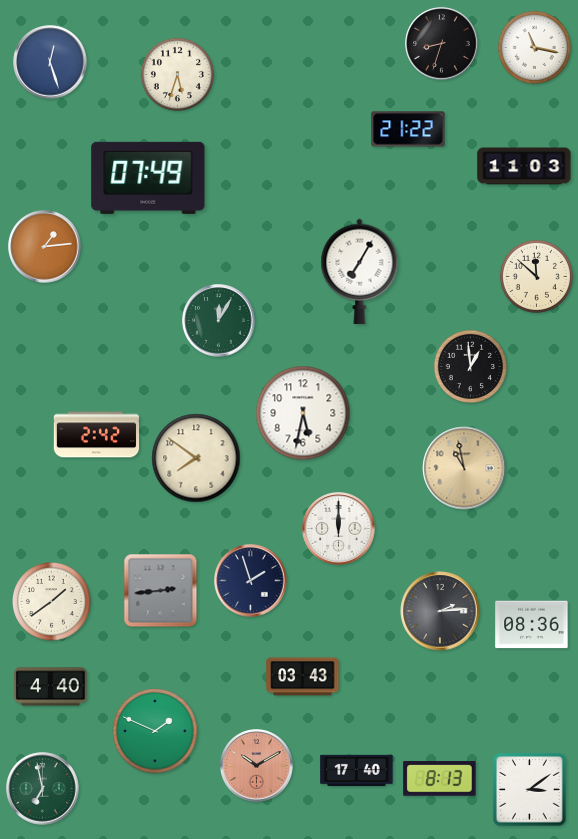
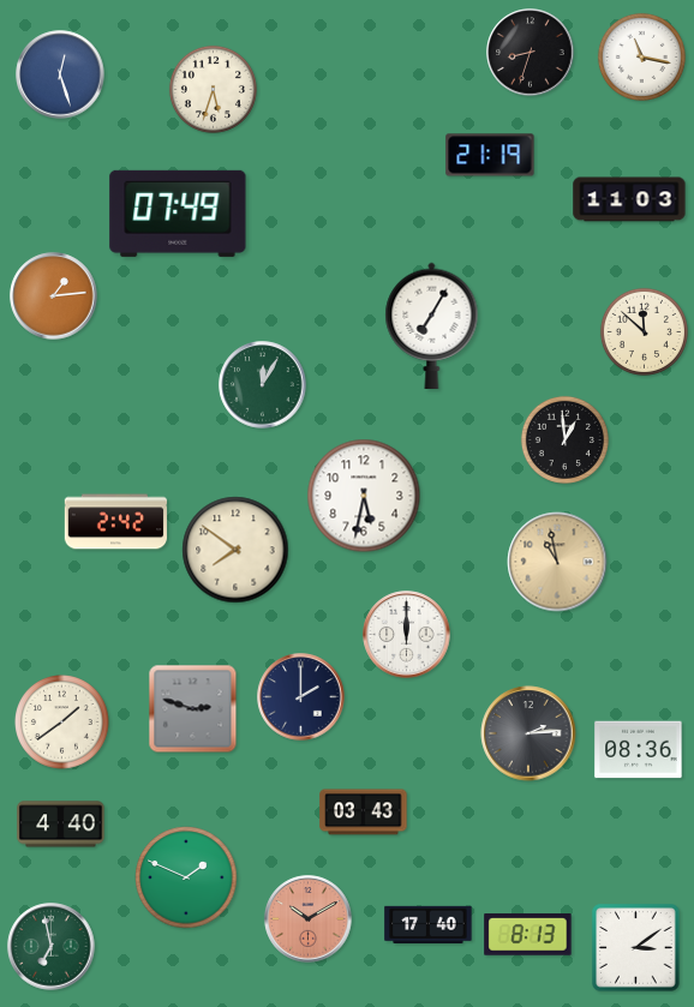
clock at (408, 129): 21:22 -> 21:19
clock at (251, 581): 1:57 -> 2:00
clock at (161, 591): 2:44 -> 2:48
